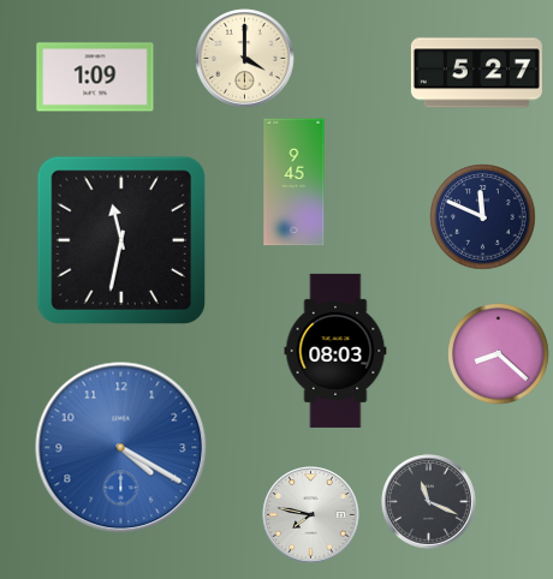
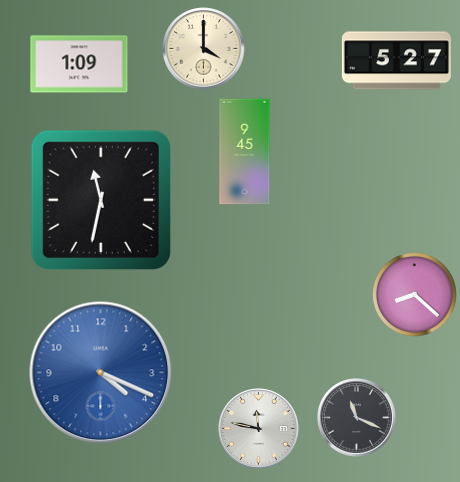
clock at (483, 217): 11:49 -> none
clock at (335, 351): 08:03 -> none
clock at (121, 448): 4:20 -> 4:19
clock at (311, 515): 7:47 -> 11:47
